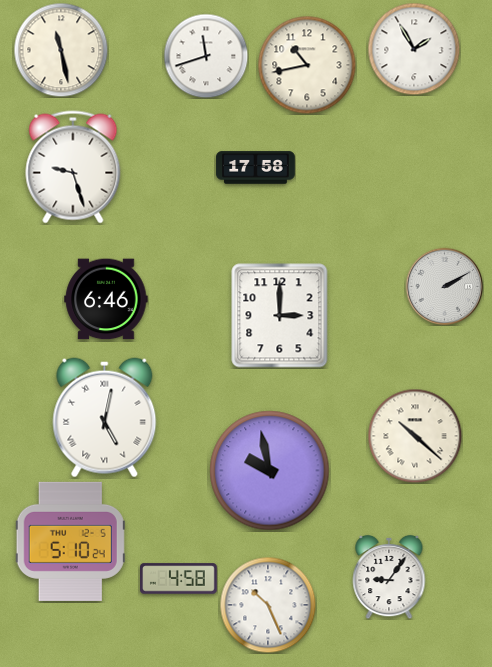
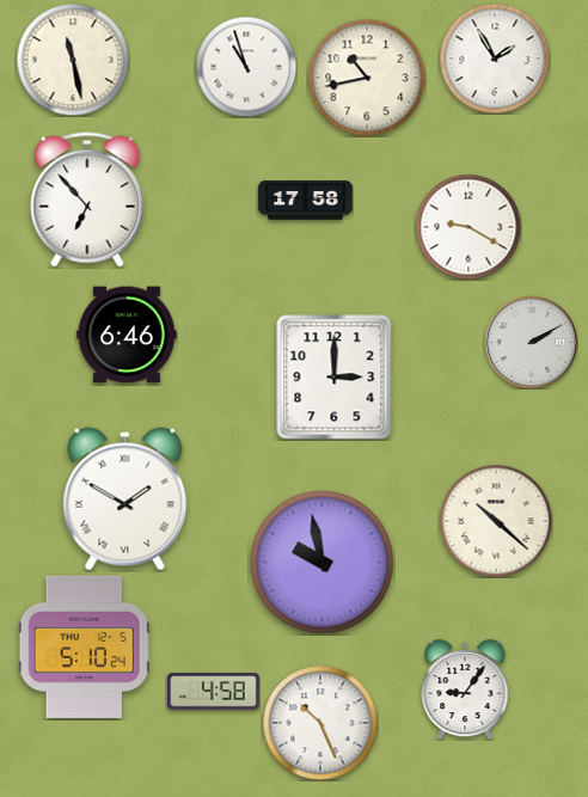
clock at (206, 56): 11:42 -> 10:57
clock at (73, 167): 9:27 -> 6:53
clock at (468, 227): none -> 9:20
clock at (106, 299) position: (106, 299) -> (127, 335)
clock at (105, 418): 5:02 -> 1:50
